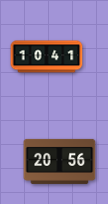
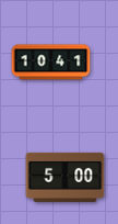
clock at (60, 161): 20:56 -> 5:00
